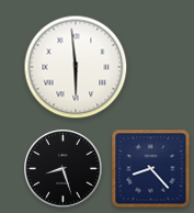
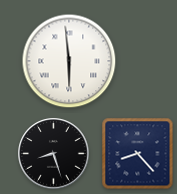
clock at (64, 169) position: (64, 169) -> (54, 154)
